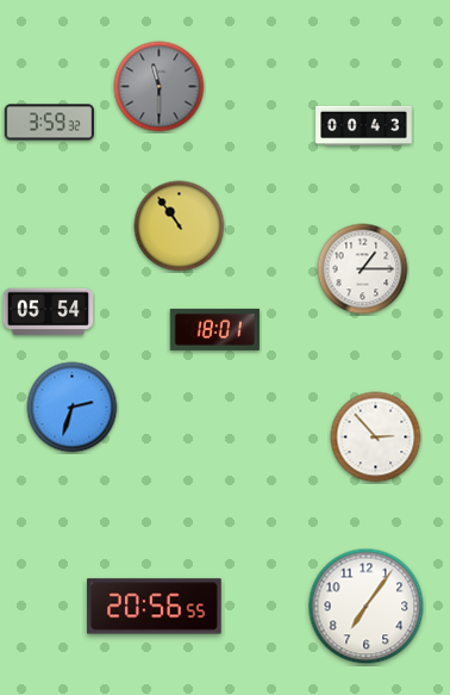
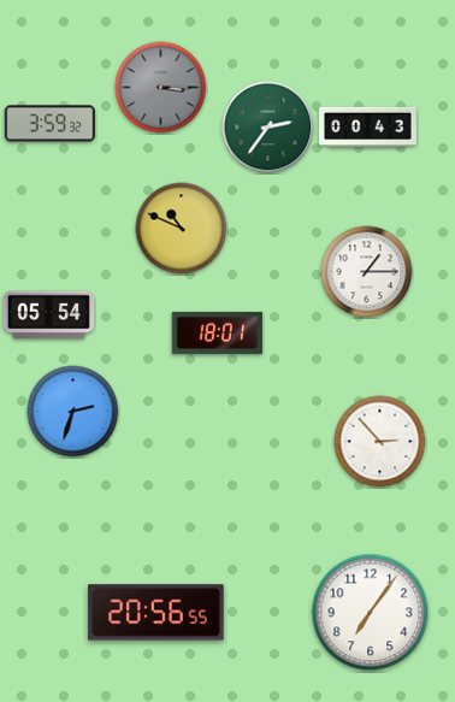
clock at (160, 87): 11:30 -> 3:15
clock at (268, 128): none -> 2:36
clock at (180, 227): 10:54 -> 10:49
